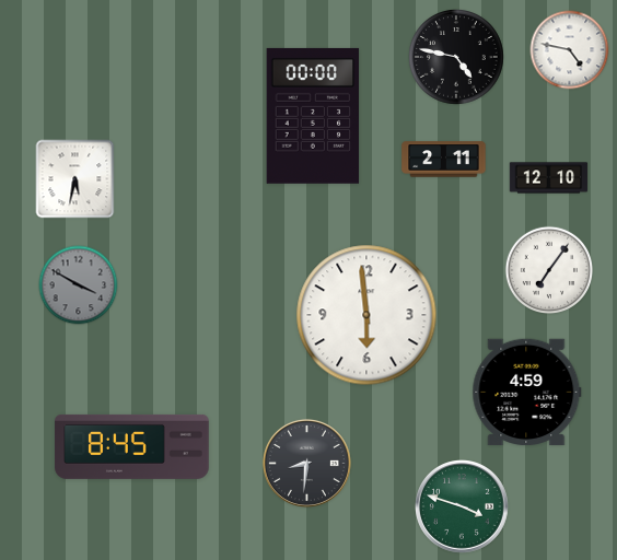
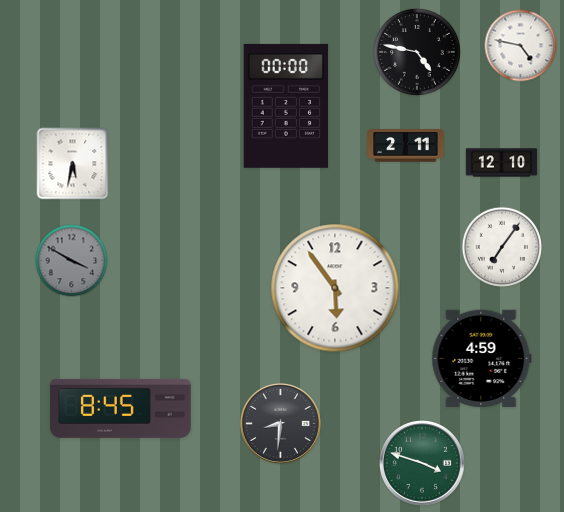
clock at (75, 179) position: (75, 179) -> (73, 164)
clock at (366, 315): 5:59 -> 5:54
